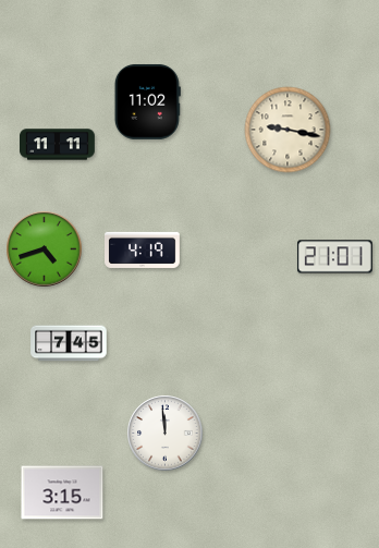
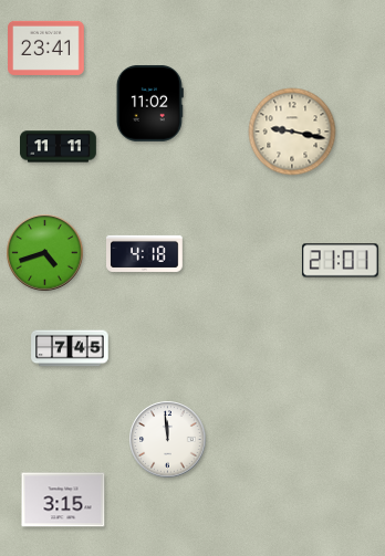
clock at (46, 48): none -> 23:41
clock at (143, 249): 4:19 -> 4:18
